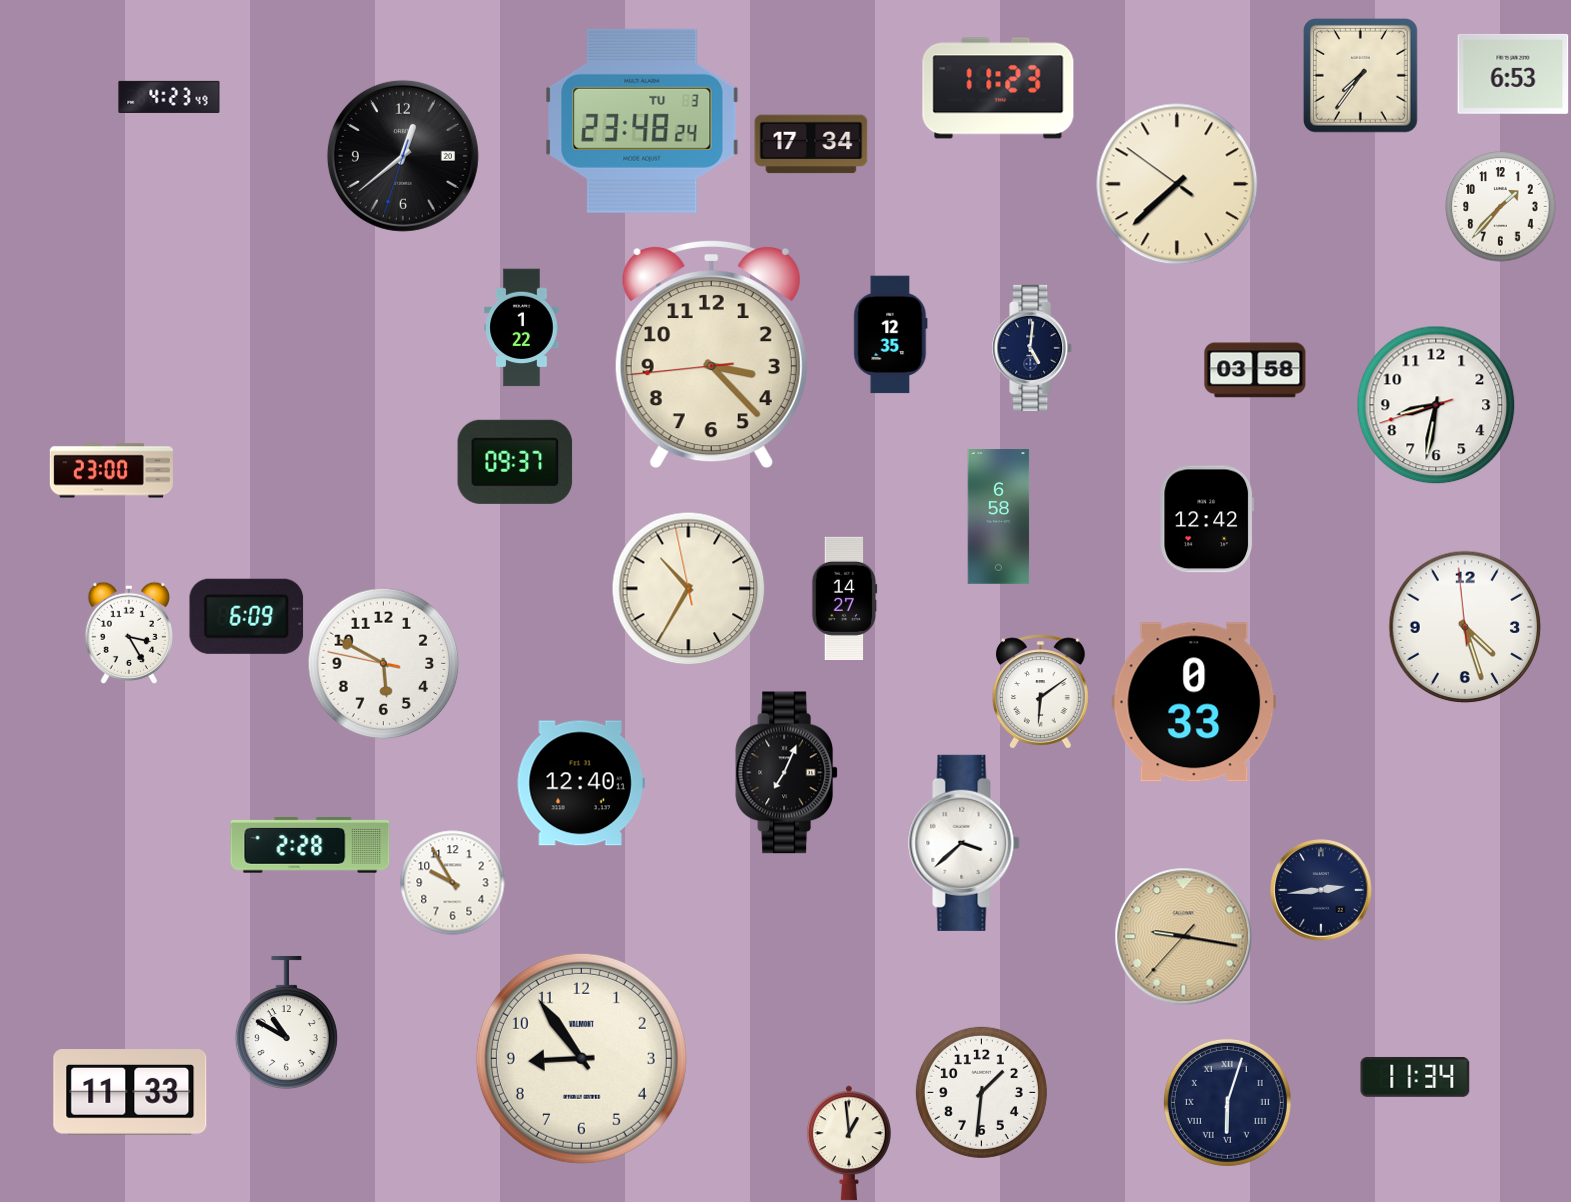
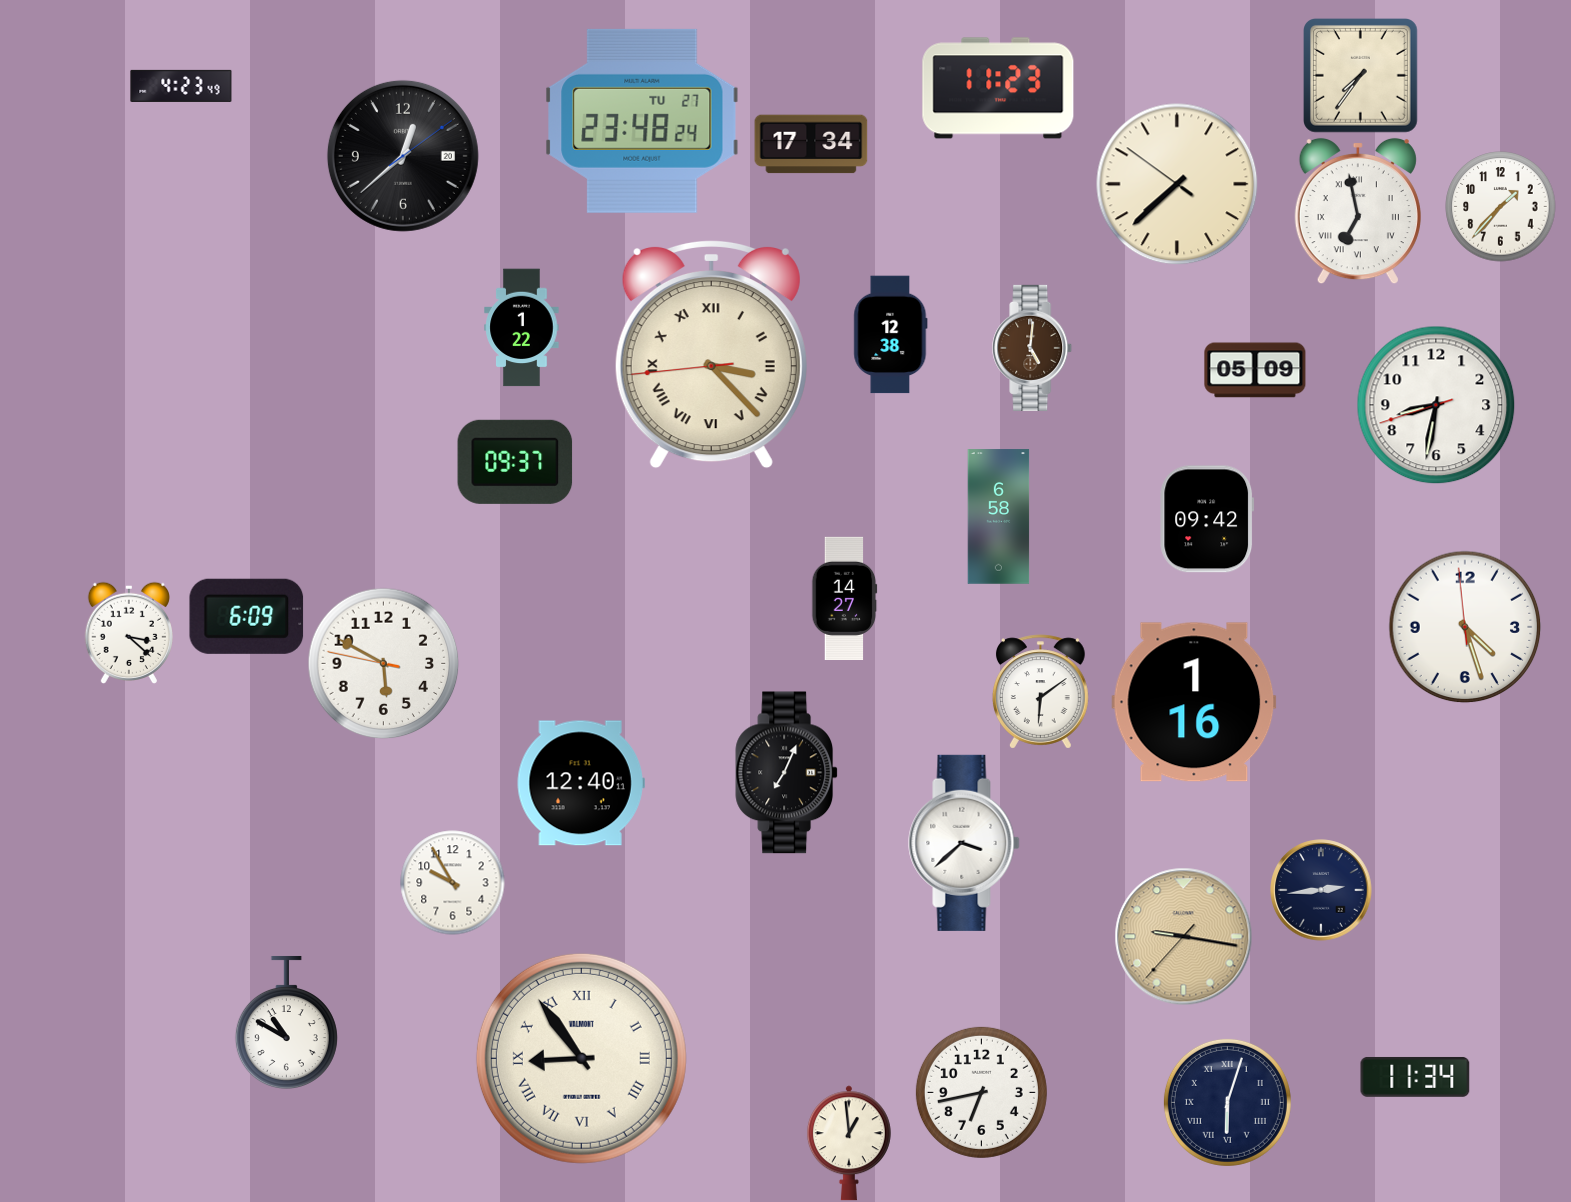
clock at (1513, 74): 6:53 -> none
clock at (169, 97) position: (169, 97) -> (181, 86)
clock at (642, 121) date: TU 3 -> TU 27
clock at (403, 156): 12:38:33 -> 12:38:09
clock at (1358, 211): none -> 6:58
clock at (891, 335): 12:35 -> 12:38
clock at (1033, 348) dial: navy -> brown
clock at (711, 354) numerals: Arabic -> Roman
clock at (1255, 370): 03:58 -> 05:09
clock at (111, 471): 23:00 -> none
clock at (1207, 519): 12:42 -> 09:42
clock at (689, 589): 10:34 -> none
clock at (129, 632): 3:25 -> 3:22
clock at (1194, 702): 0:33 -> 1:16
clock at (310, 845): 2:28 -> none
clock at (581, 1058) numerals: Arabic -> Roman
clock at (130, 1092): 11:33 -> none
clock at (981, 1092): 1:31 -> 6:43
